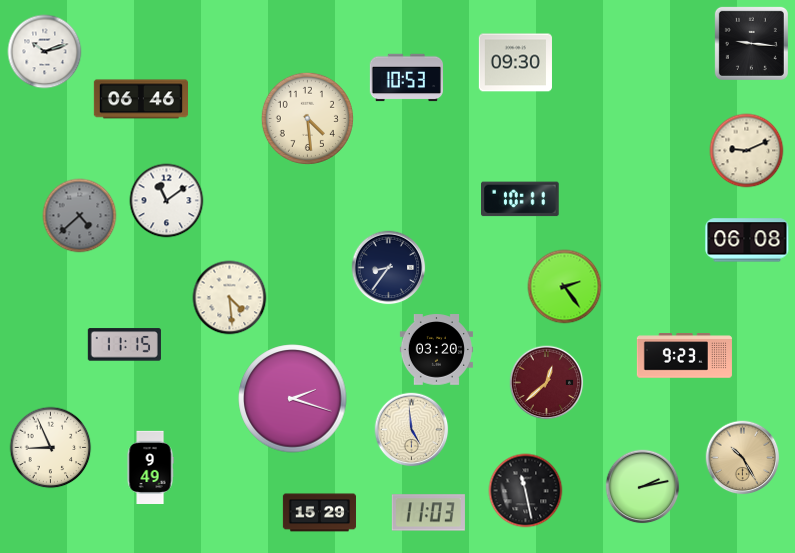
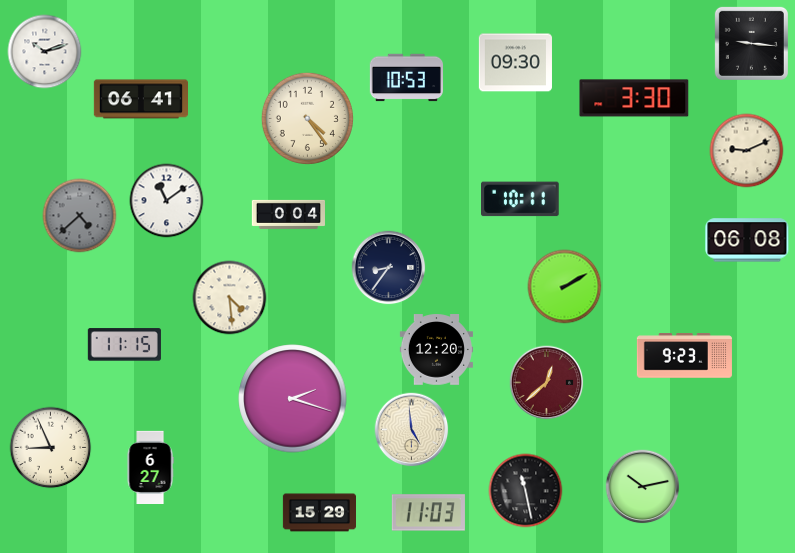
clock at (634, 98): none -> 3:30
clock at (140, 99): 06:46 -> 06:41
clock at (307, 118): 4:29 -> 4:24
clock at (288, 214): none -> 0:04
clock at (565, 287): 2:24 -> 2:10
clock at (436, 350): 03:20 -> 12:20
clock at (743, 458): 10:25 -> none
clock at (150, 467): 9:49 -> 6:27
clock at (643, 487): 2:13 -> 10:13
